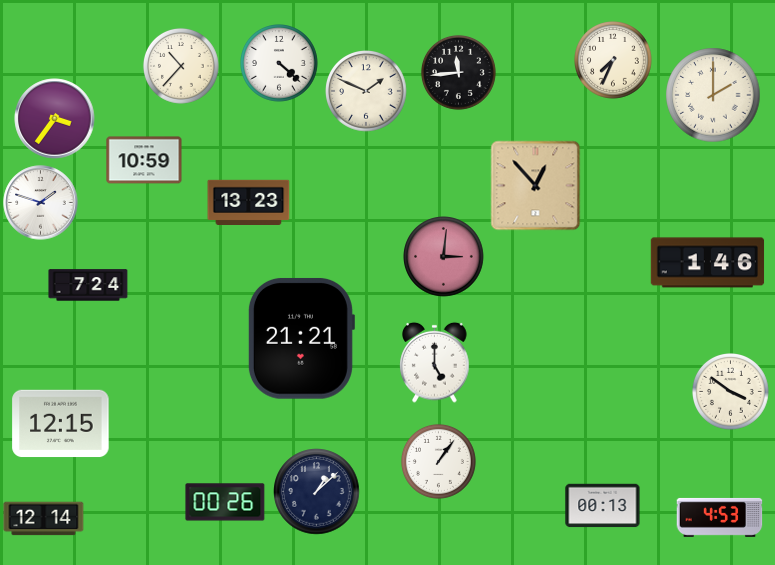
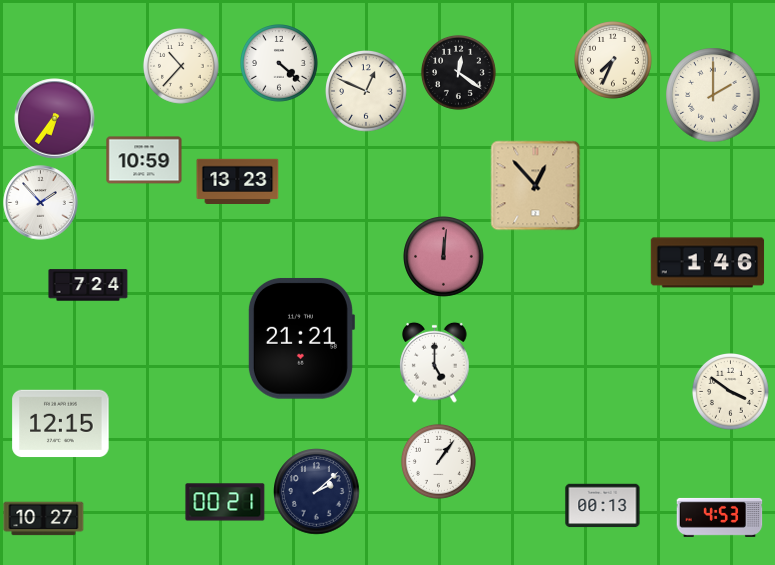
clock at (458, 72): 11:44 -> 12:21
clock at (366, 91): 1:49 -> 12:49
clock at (55, 119): 3:36 -> 6:36
clock at (249, 202) position: (249, 202) -> (238, 181)
clock at (41, 203): 1:48 -> 1:53
clock at (444, 257): 3:01 -> 12:01
clock at (317, 492): 1:08 -> 2:08
clock at (225, 502): 00:26 -> 00:21
clock at (44, 519): 12:14 -> 10:27
